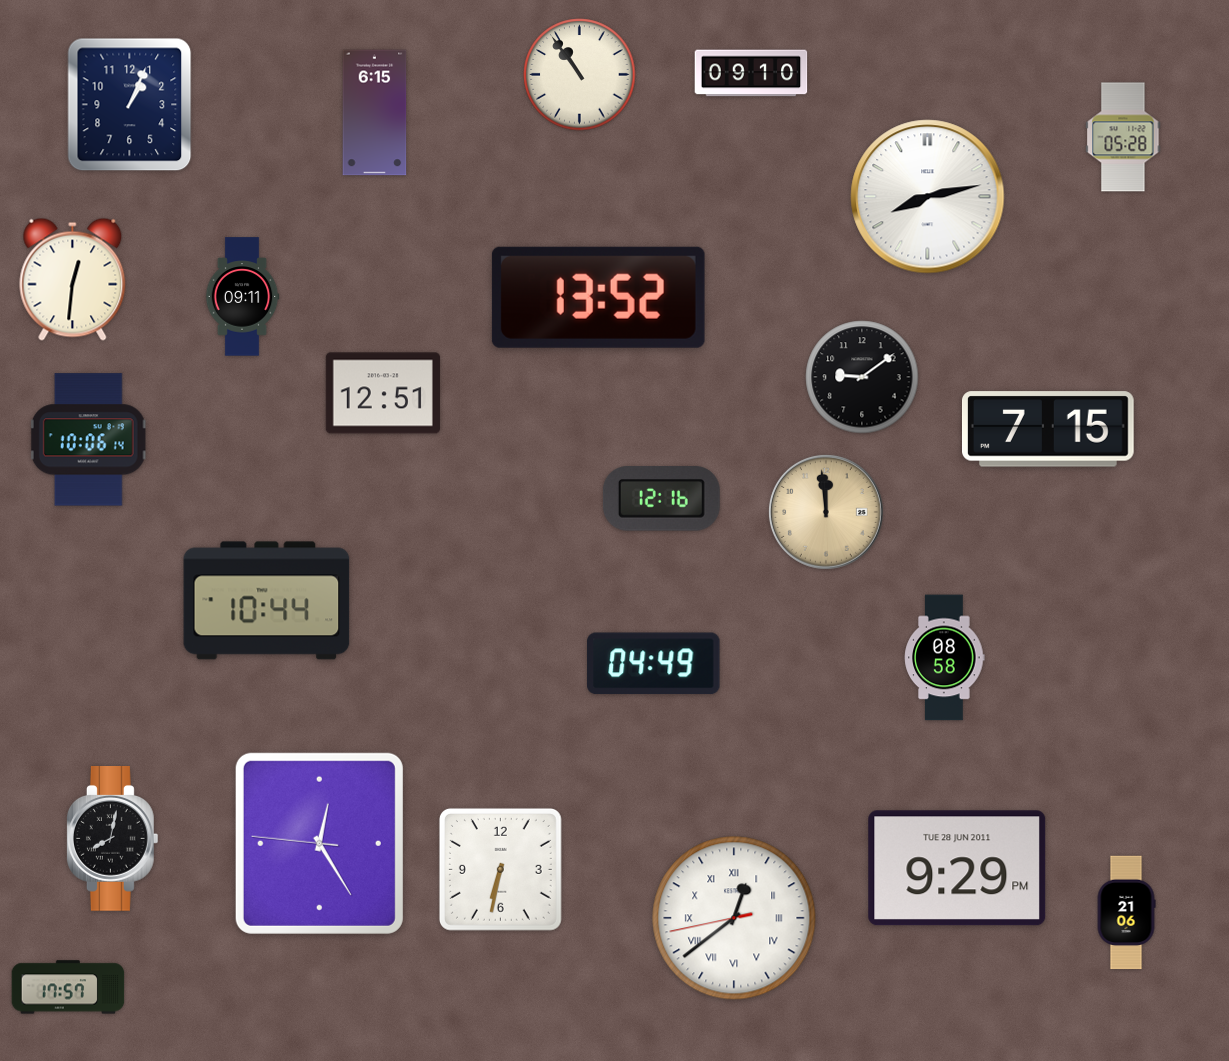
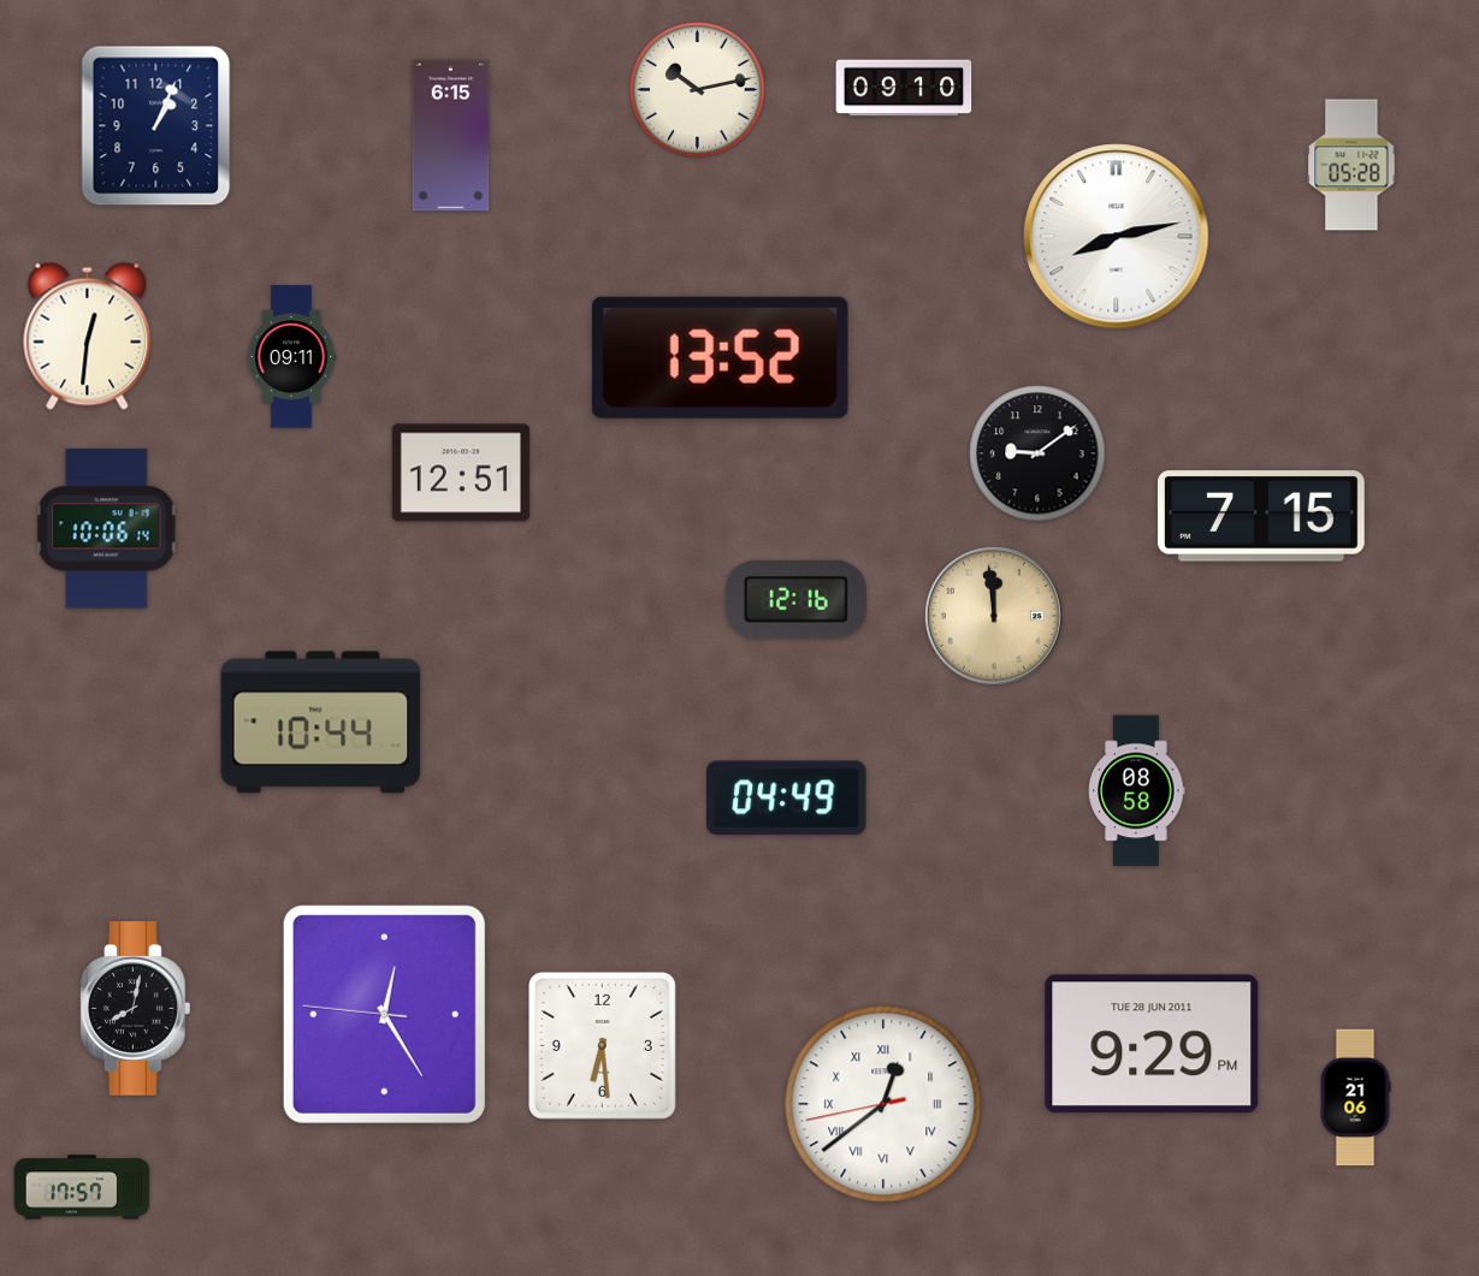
clock at (580, 75): 10:54 -> 10:13
clock at (500, 869): 6:32 -> 6:29
